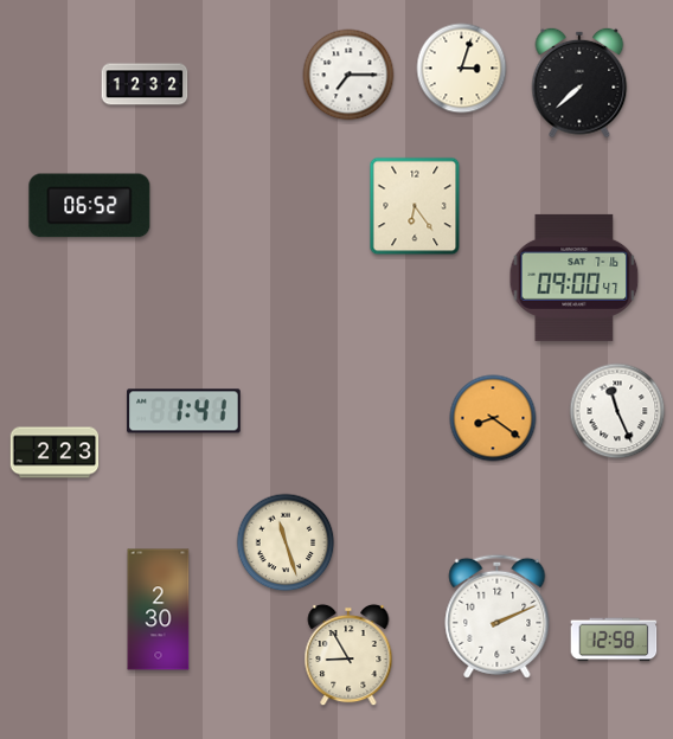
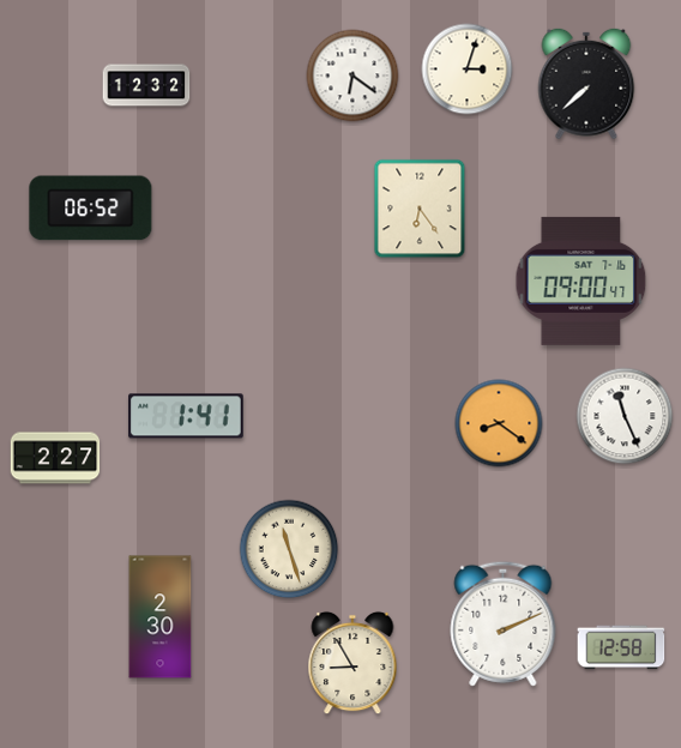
clock at (348, 75): 7:15 -> 6:21
clock at (55, 452): 2:23 -> 2:27
